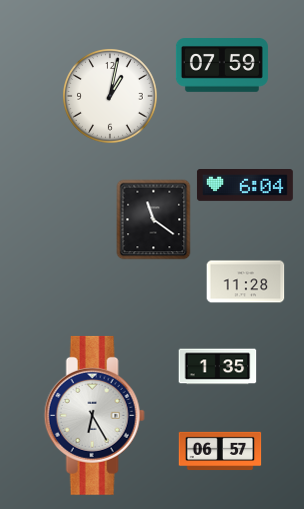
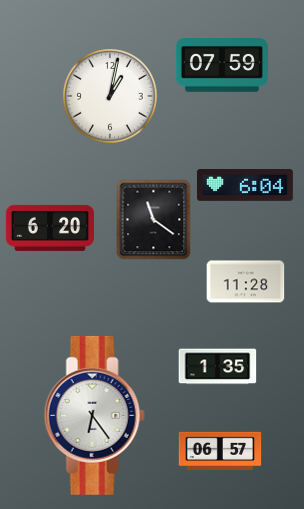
clock at (50, 228): none -> 6:20
clock at (94, 415): 6:25 -> 6:24
